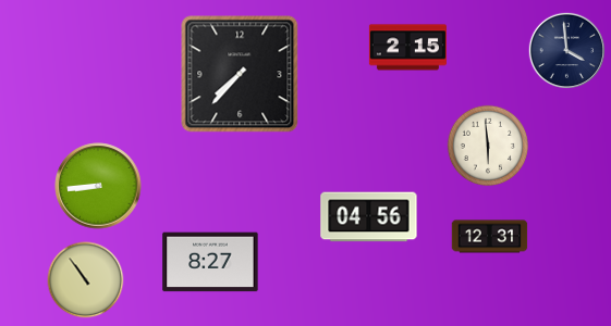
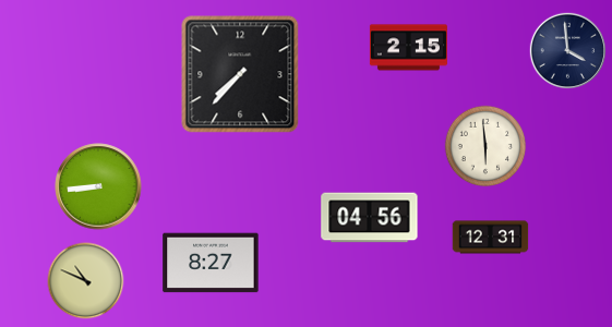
clock at (488, 146) position: (488, 146) -> (485, 146)
clock at (86, 280): 10:54 -> 10:49
